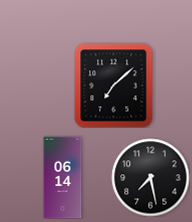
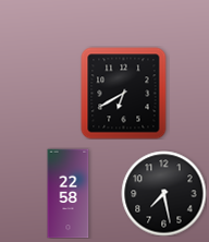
clock at (114, 85): 7:08 -> 6:40
clock at (63, 177): 06:14 -> 22:58
